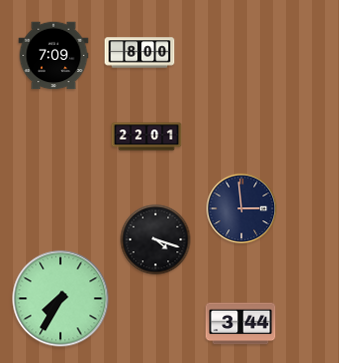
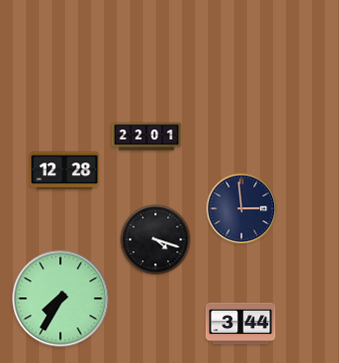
clock at (140, 53): 8:00 -> none
clock at (54, 56): 7:09 -> none
clock at (65, 171): none -> 12:28
